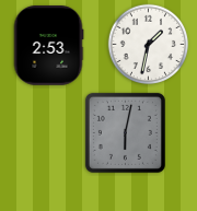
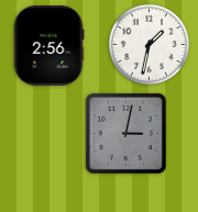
clock at (48, 46): 2:53 -> 2:56
clock at (125, 132): 6:02 -> 3:02
